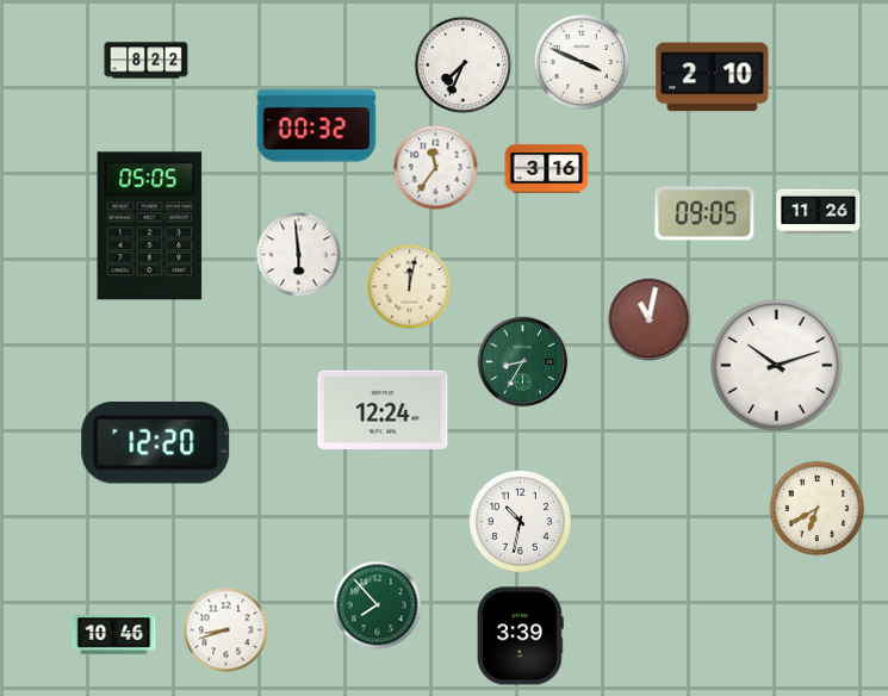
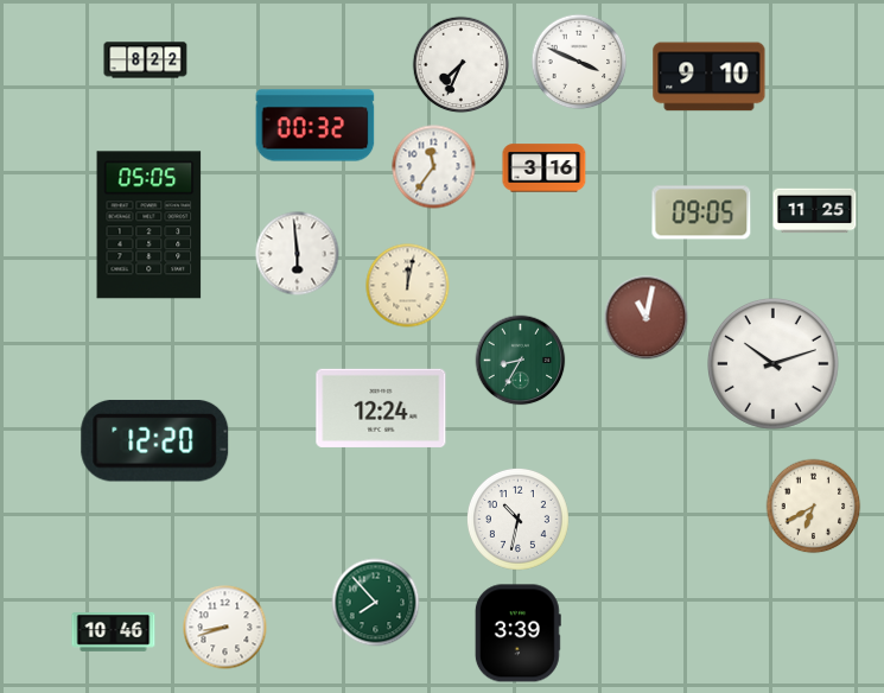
clock at (713, 77): 2:10 -> 9:10
clock at (819, 212): 11:26 -> 11:25
